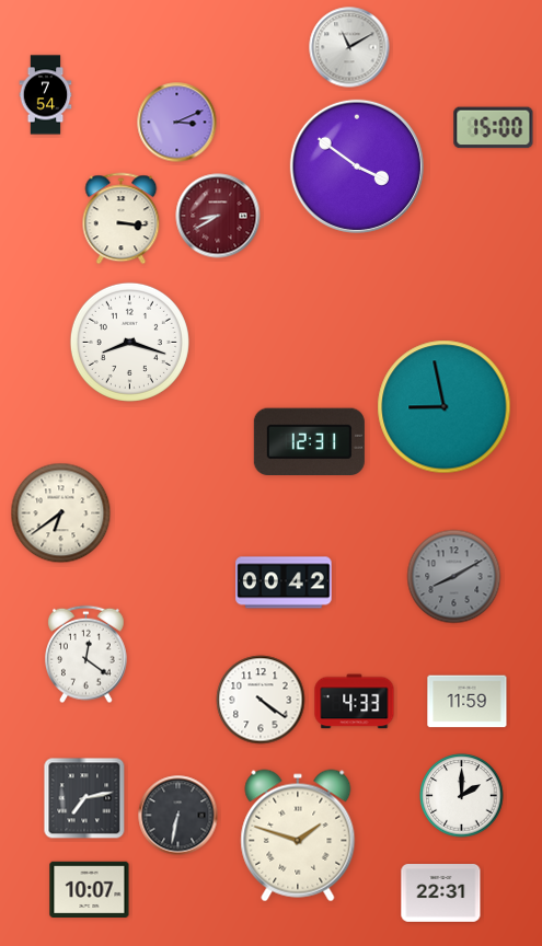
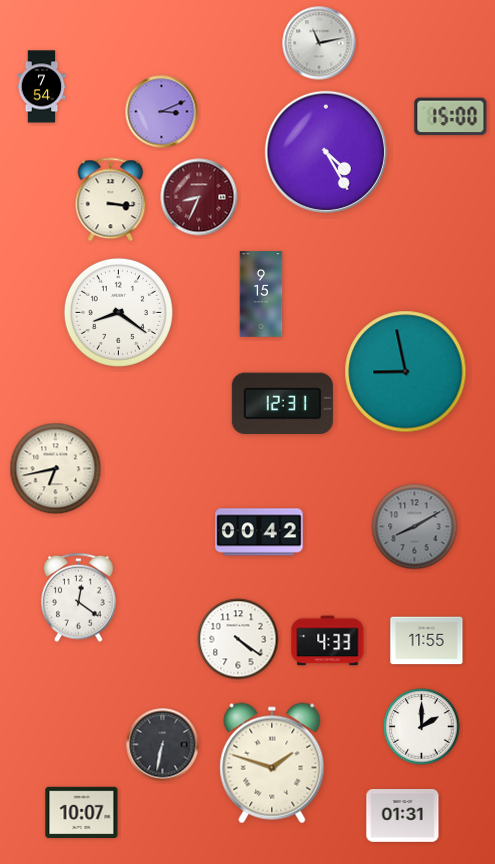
clock at (349, 47): 11:10 -> 11:13
clock at (357, 166): 3:51 -> 4:25
clock at (218, 216): 8:40 -> 8:34
clock at (261, 294): none -> 9:15
clock at (129, 342): 8:18 -> 8:21
clock at (61, 514): 6:39 -> 6:43
clock at (355, 702) position: (355, 702) -> (328, 641)
clock at (468, 702): 11:59 -> 11:55
clock at (84, 798): 7:13 -> none
clock at (441, 893): 22:31 -> 01:31
